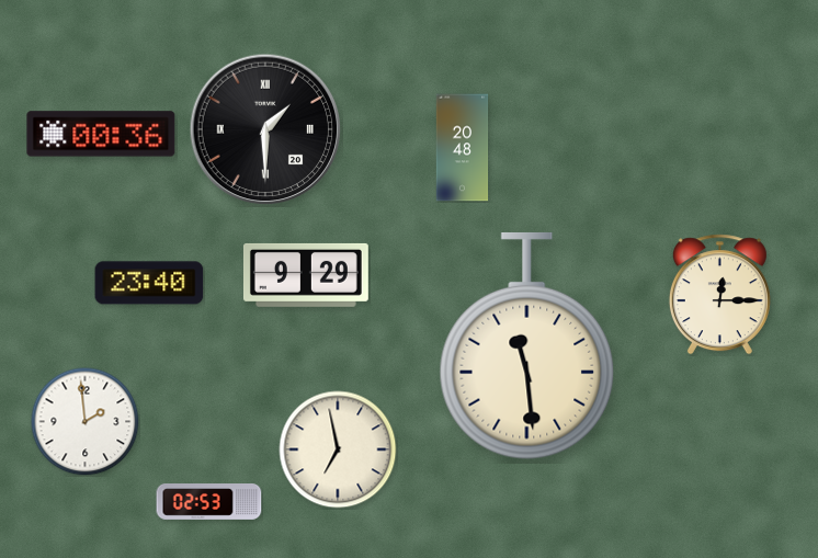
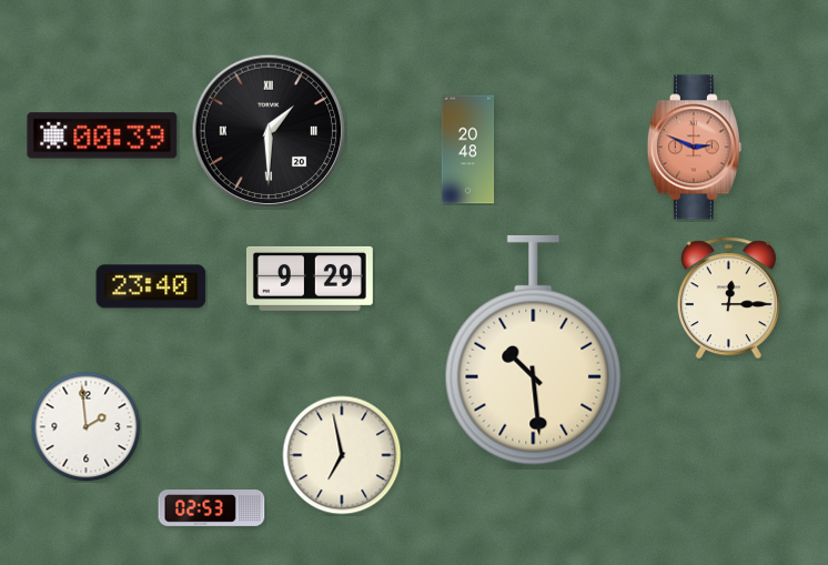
clock at (101, 134): 00:36 -> 00:39
clock at (694, 148): none -> 2:49
clock at (527, 346): 11:29 -> 10:29
